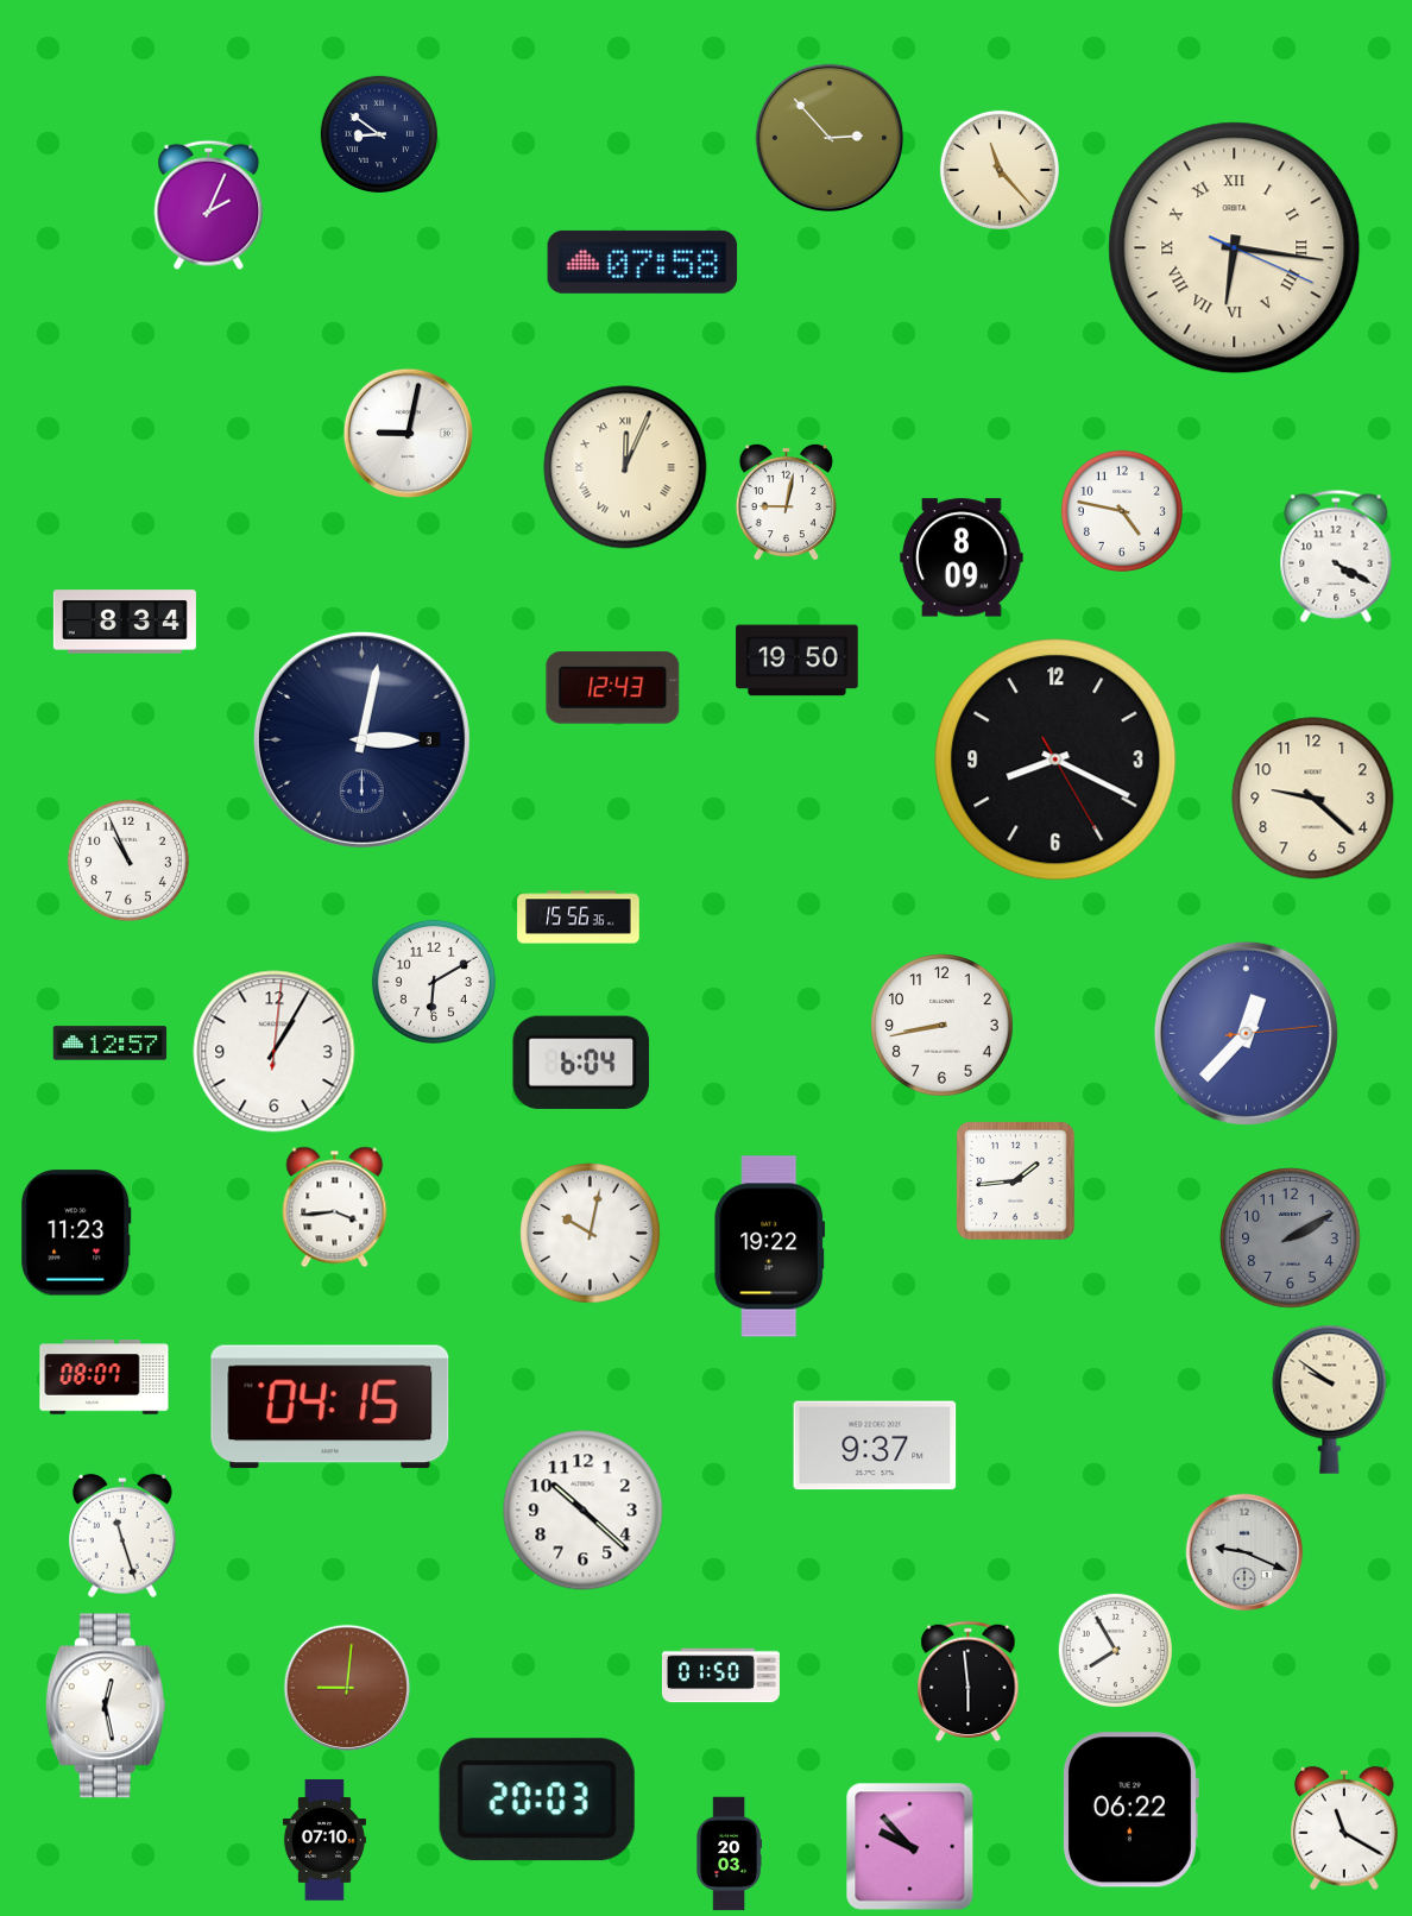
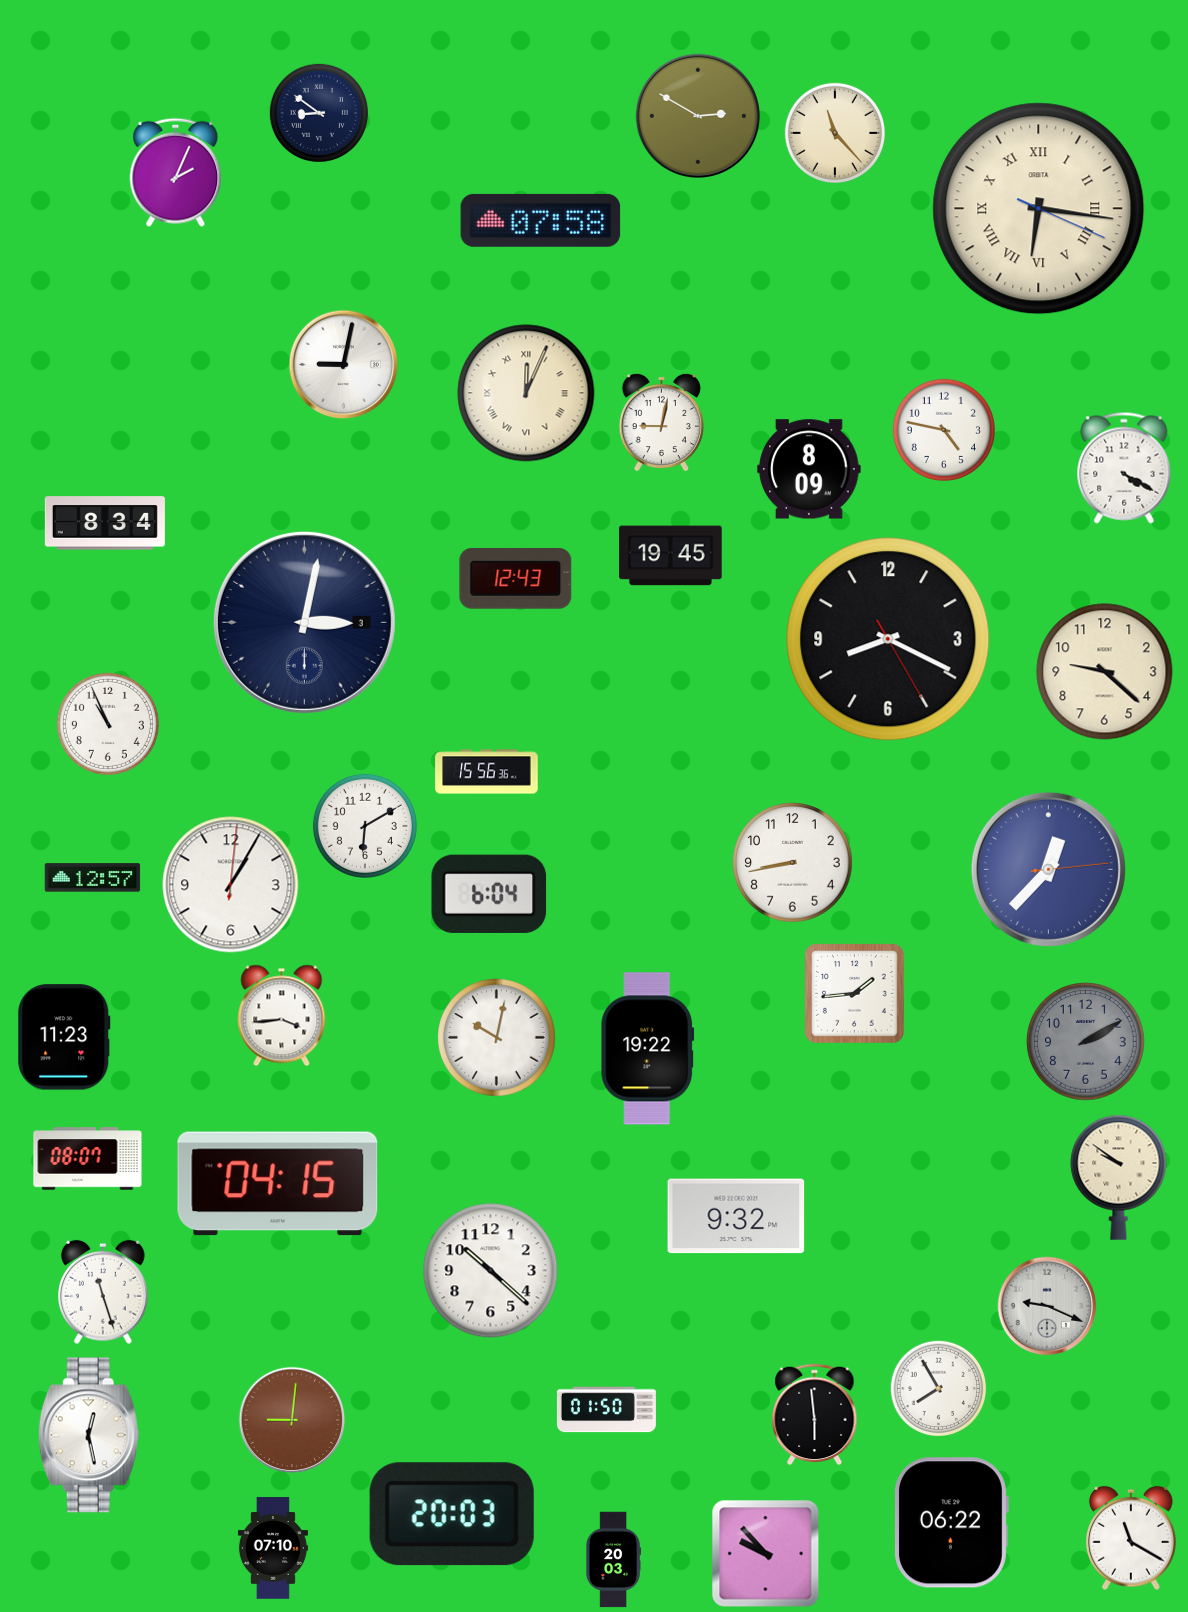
clock at (830, 138): 2:53 -> 2:50
clock at (1000, 170) position: (1000, 170) -> (835, 133)
clock at (798, 661): 19:50 -> 19:45
clock at (875, 1445): 9:37 -> 9:32
